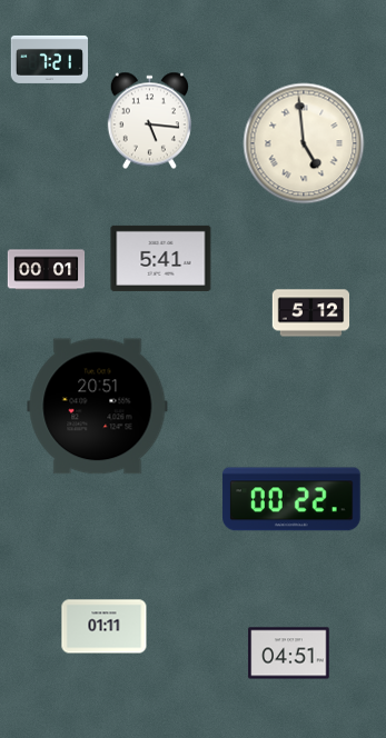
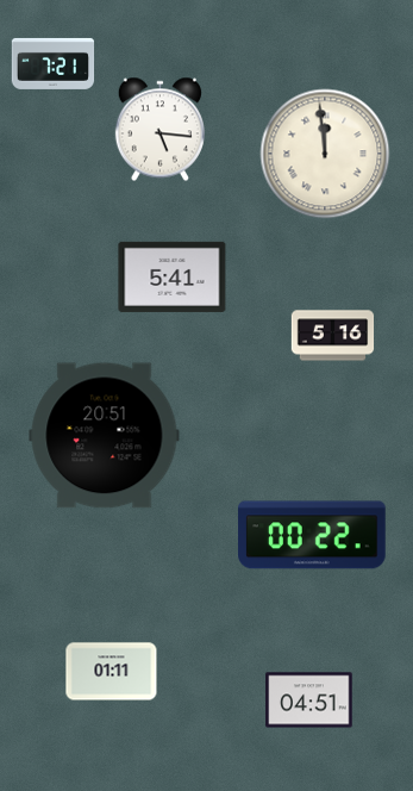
clock at (304, 143): 4:59 -> 11:59
clock at (47, 270): 00:01 -> none
clock at (311, 313): 5:12 -> 5:16
